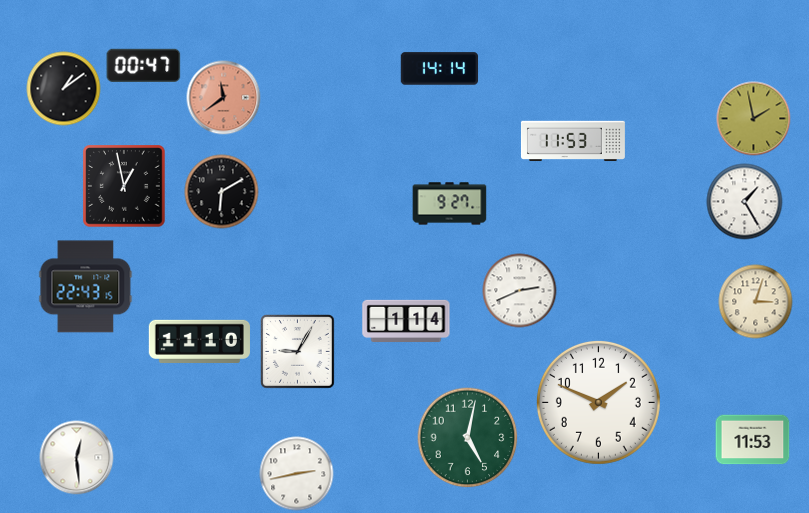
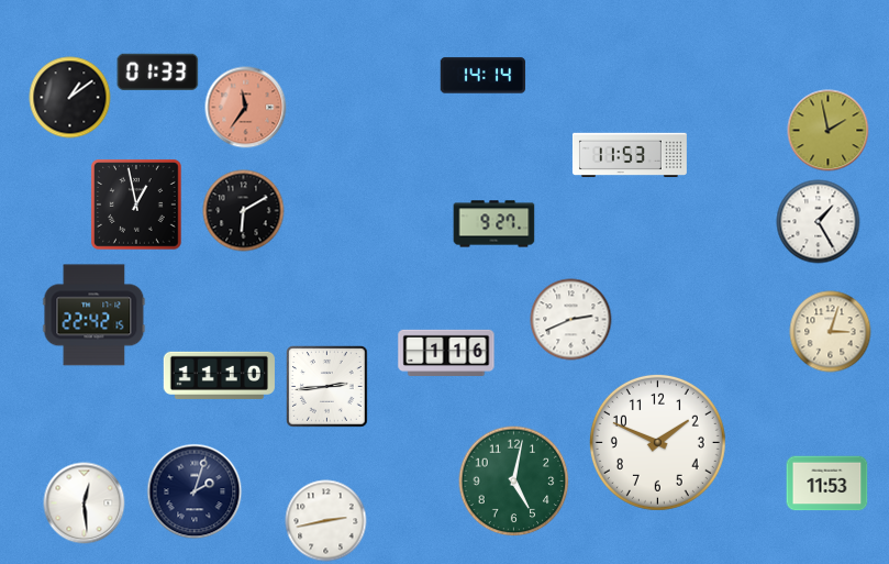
clock at (144, 65): 00:47 -> 01:33
clock at (224, 98): 11:39 -> 11:36
clock at (86, 287): 22:43 -> 22:42
clock at (406, 321): 1:14 -> 1:16
clock at (298, 352): 9:05 -> 2:44
clock at (195, 491): none -> 2:03
